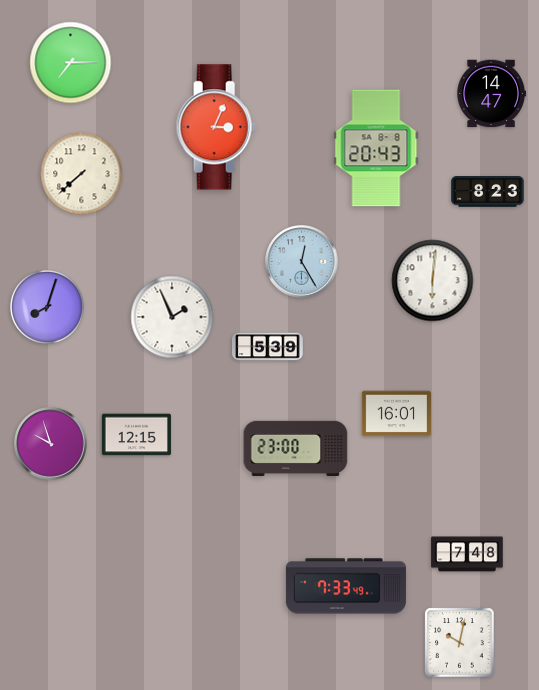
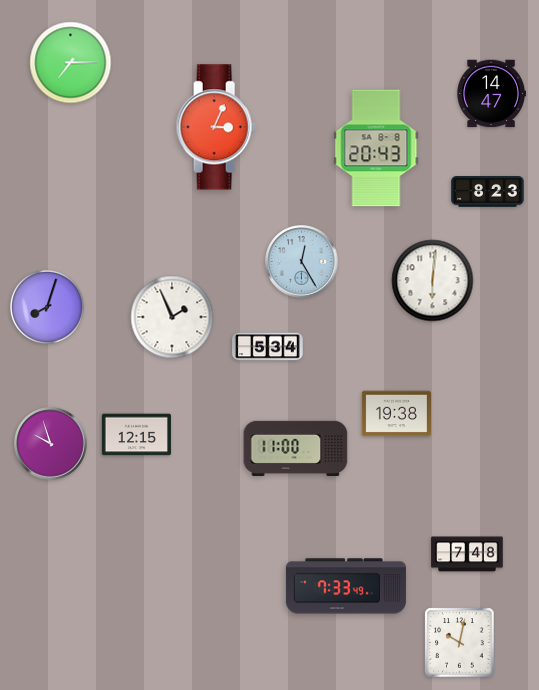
clock at (82, 174): 7:38 -> none
clock at (268, 347): 5:39 -> 5:34
clock at (396, 414): 16:01 -> 19:38
clock at (296, 448): 23:00 -> 11:00
